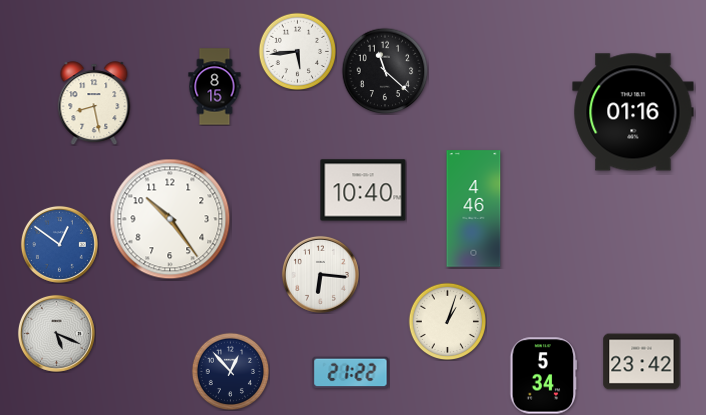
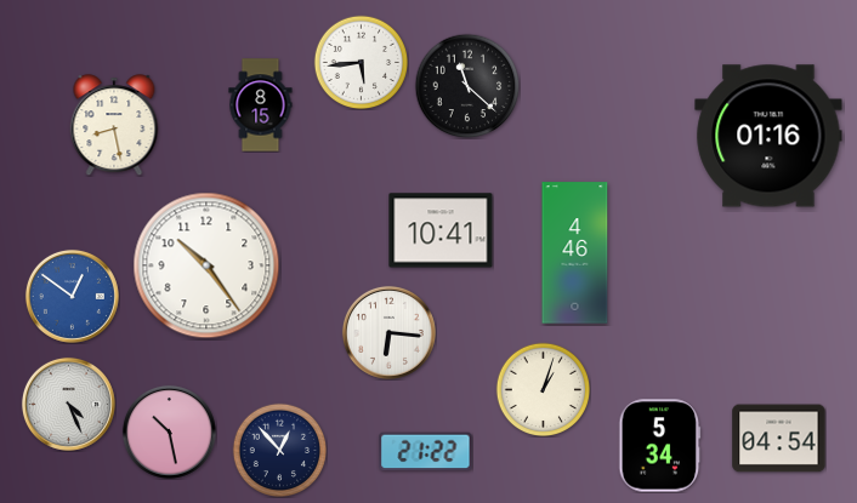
clock at (363, 190): 10:40 -> 10:41
clock at (56, 333): 5:19 -> 4:26
clock at (169, 431): none -> 10:28
clock at (642, 362): 23:42 -> 04:54
clock at (544, 376) position: (544, 376) -> (660, 446)
